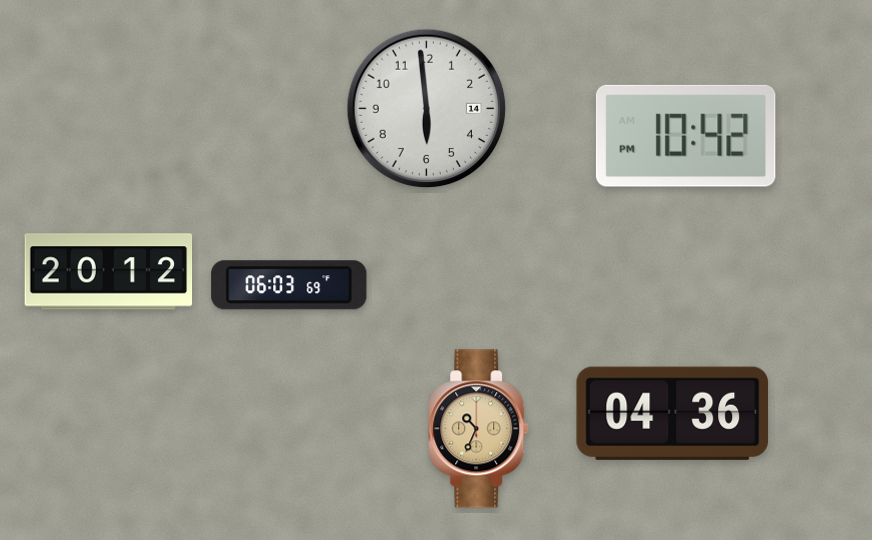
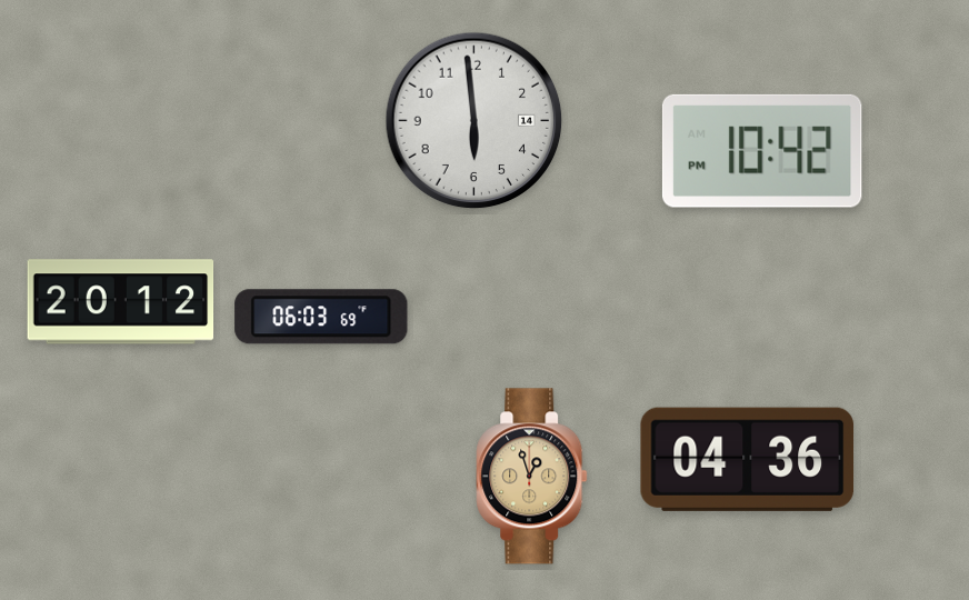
clock at (479, 429): 10:34 -> 12:57
